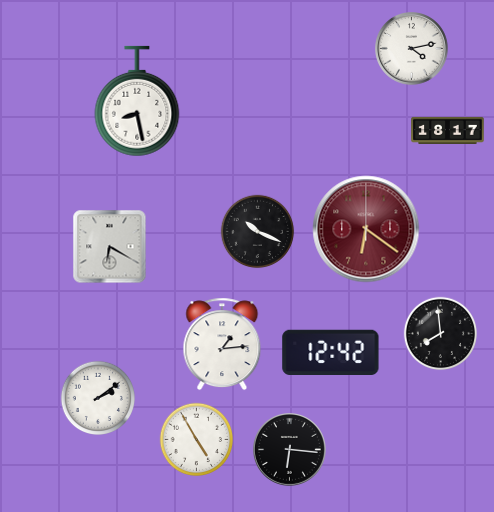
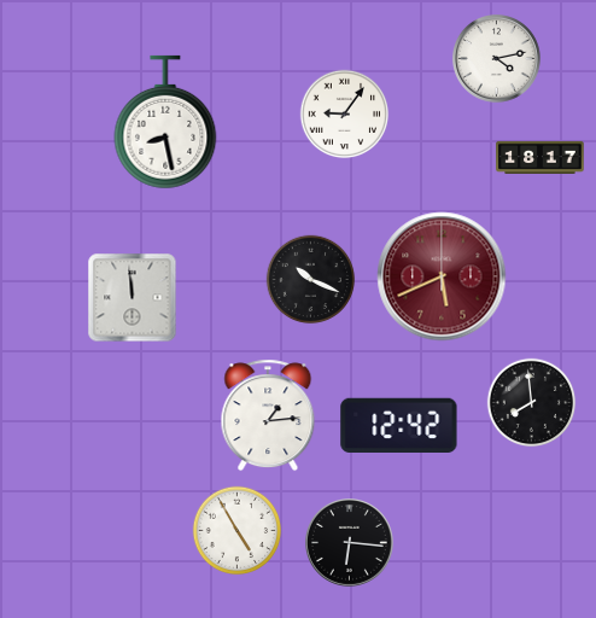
clock at (345, 115): none -> 9:06
clock at (366, 229): 6:21 -> 5:41
clock at (110, 247): 6:20 -> 11:59
clock at (97, 397): 2:09 -> none
